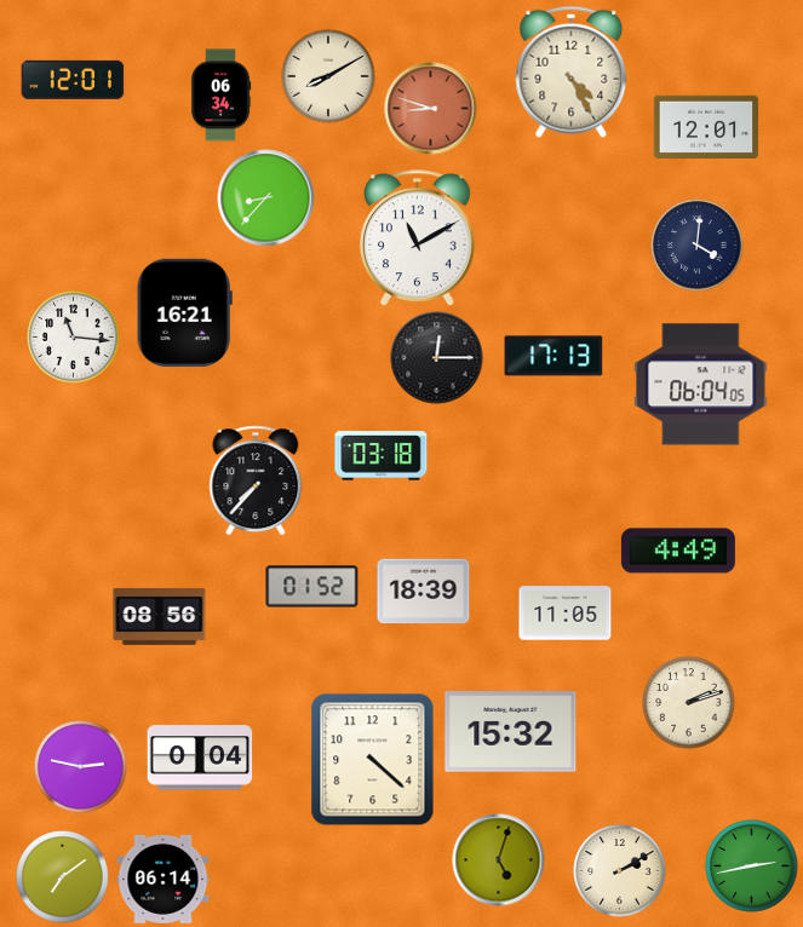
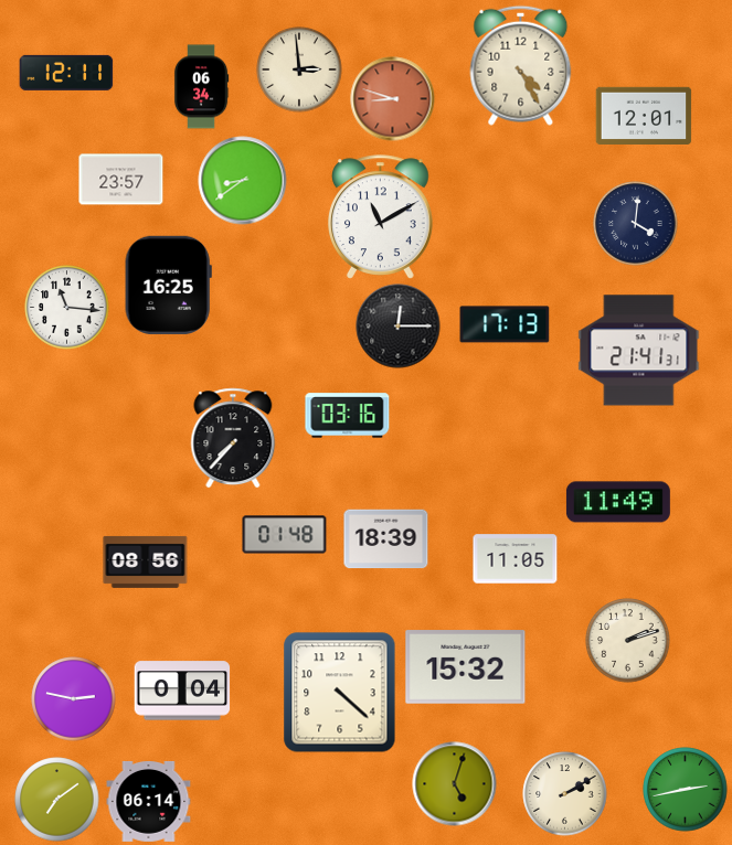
clock at (328, 76): 8:10 -> 2:59
clock at (73, 80): 12:01 -> 12:11
clock at (121, 180): none -> 23:57
clock at (266, 198): 8:37 -> 8:39
clock at (184, 312): 16:21 -> 16:25
clock at (701, 385): 06:04 -> 21:41
clock at (382, 456): 03:18 -> 03:16
clock at (678, 551): 4:49 -> 11:49
clock at (312, 587): 01:52 -> 01:48
